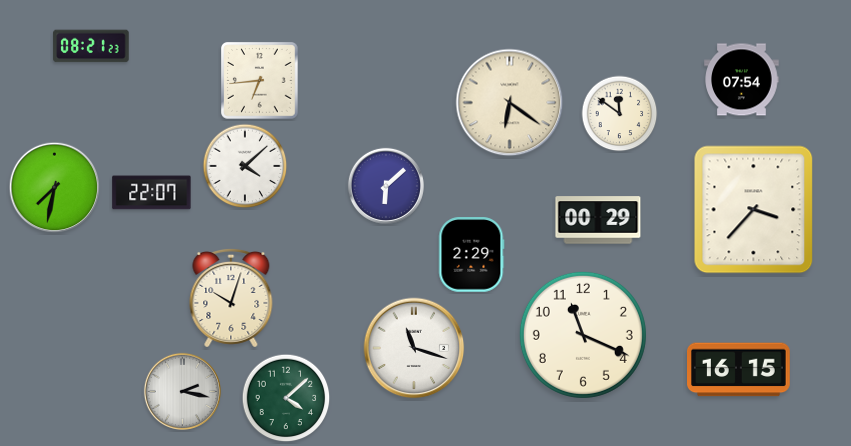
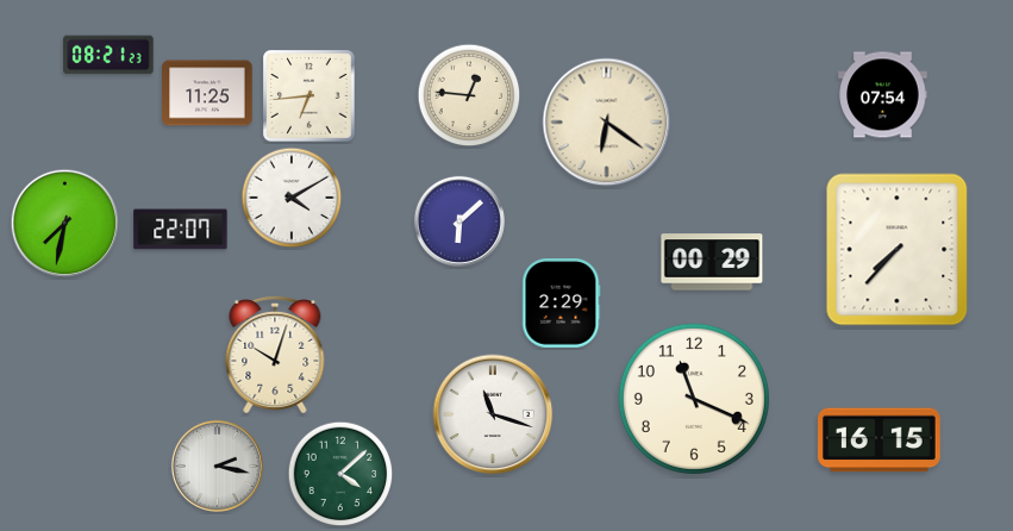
clock at (207, 93): none -> 11:25
clock at (469, 95): none -> 12:46
clock at (620, 114): 11:51 -> none
clock at (245, 166): 4:08 -> 4:10
clock at (754, 210): 3:37 -> 7:37
